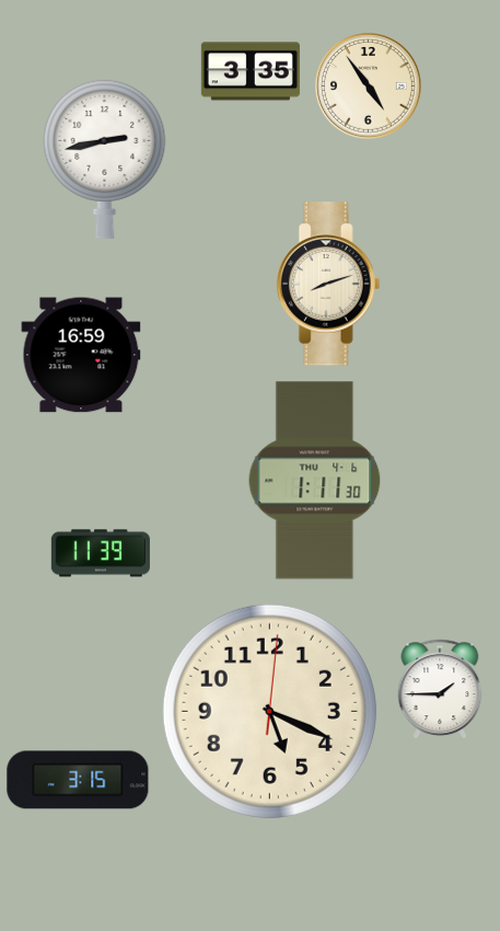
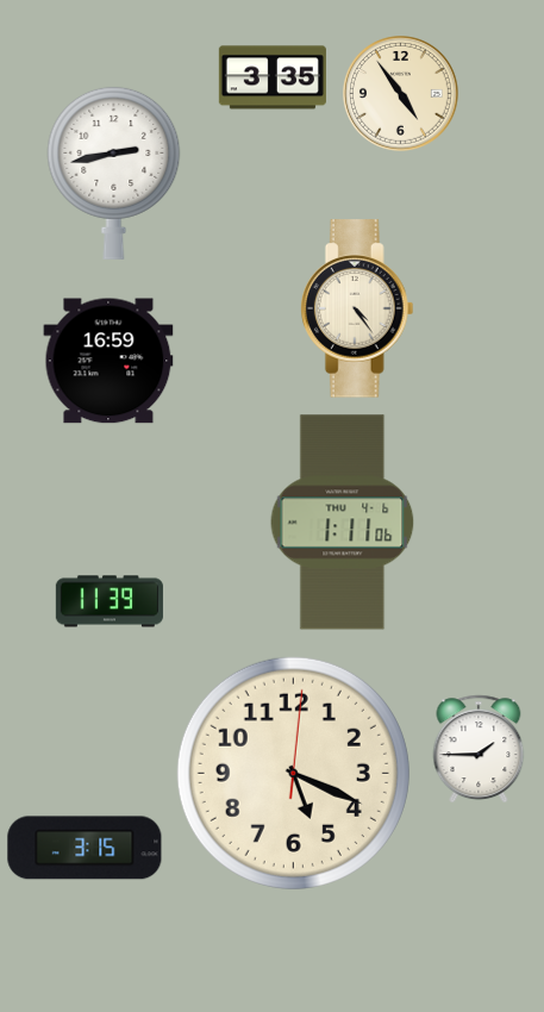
clock at (328, 284): 8:12 -> 4:24
clock at (81, 355) position: (81, 355) -> (108, 361)
clock at (315, 481): 1:11:30 -> 1:11:06
